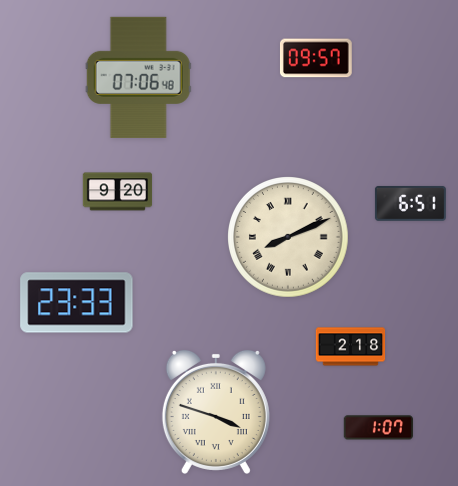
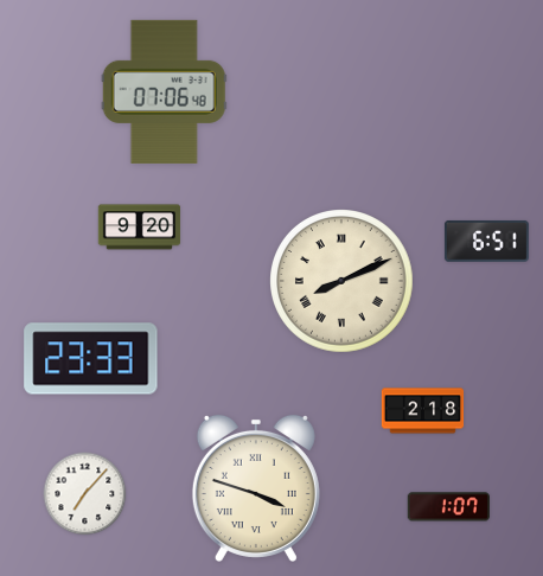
clock at (316, 58): 09:57 -> none
clock at (351, 347) position: (351, 347) -> (423, 411)
clock at (85, 494): none -> 7:07
